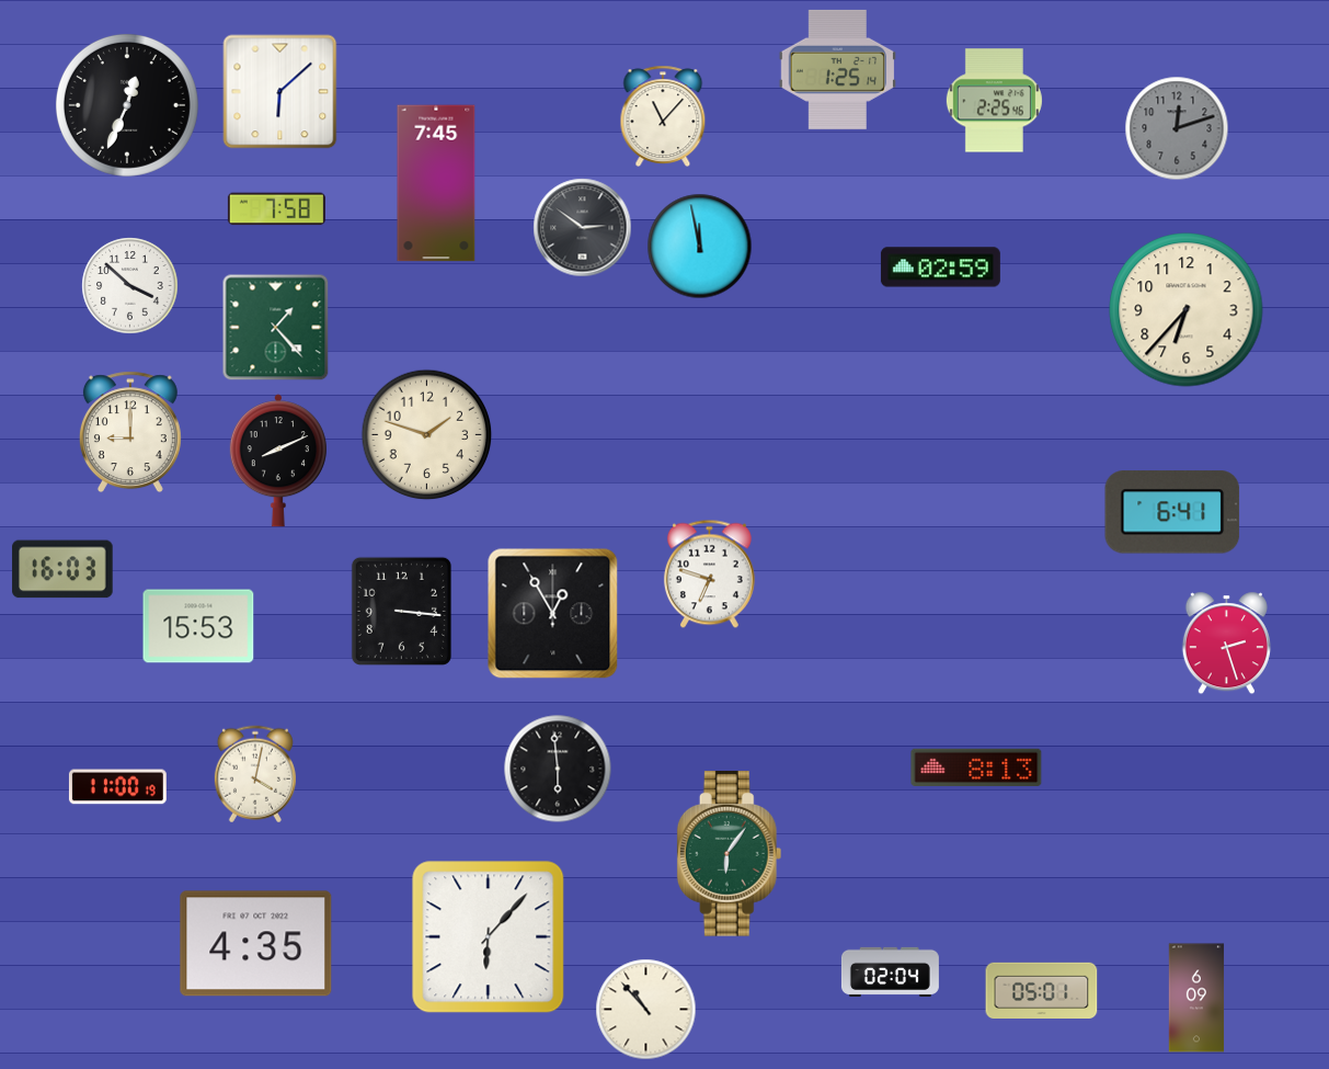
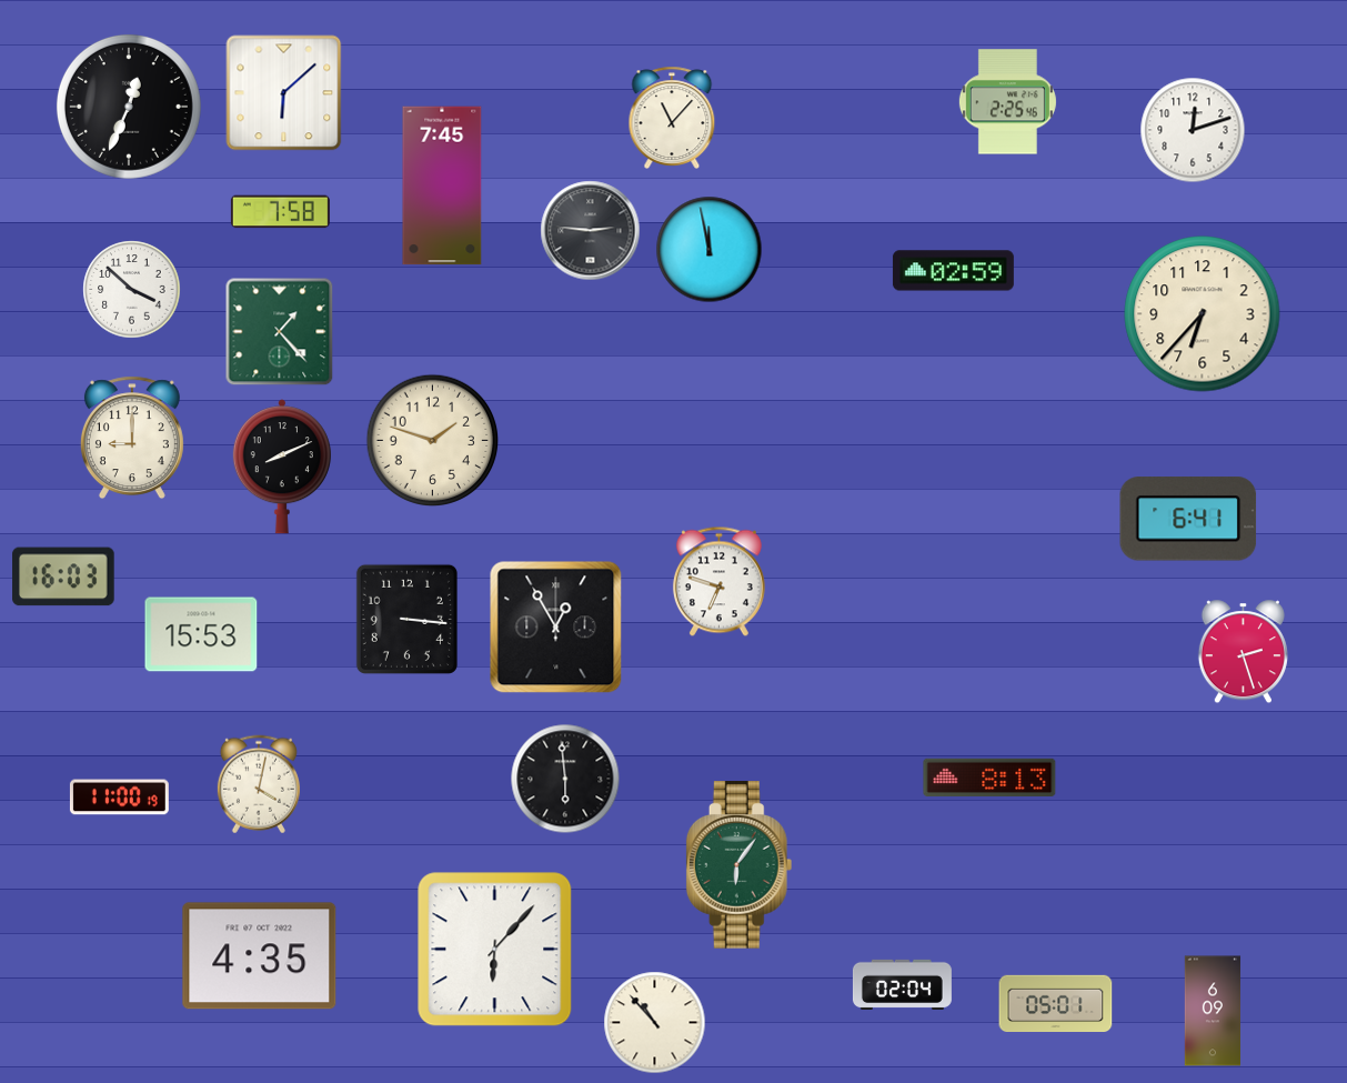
clock at (837, 69): 1:25 -> none
clock at (1177, 128) dial: grey -> white
clock at (583, 228): 2:51 -> 2:46
clock at (553, 614) position: (553, 614) -> (556, 628)
